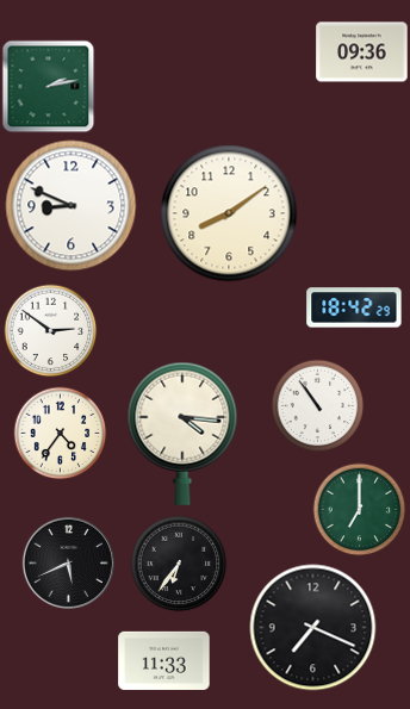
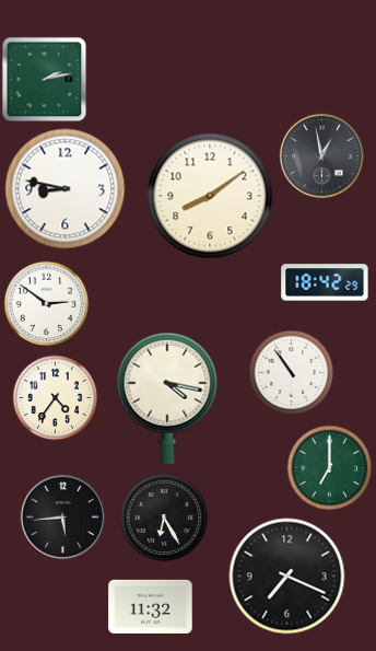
clock at (362, 52): 09:36 -> none
clock at (321, 155): none -> 12:58
clock at (72, 206): 8:49 -> 8:47
clock at (182, 434): 4:16 -> 4:17
clock at (68, 562): 5:41 -> 5:44
clock at (179, 564): 6:36 -> 6:25
clock at (164, 660): 11:33 -> 11:32
